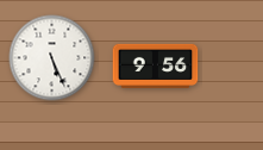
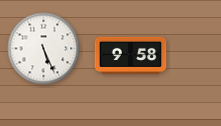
clock at (156, 65): 9:56 -> 9:58
